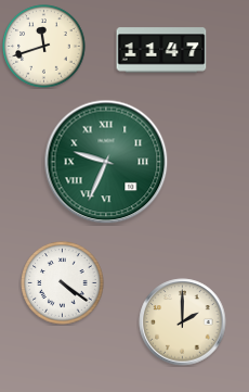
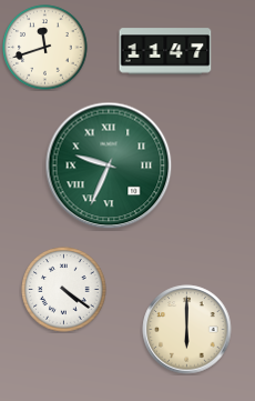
clock at (183, 323): 2:00 -> 6:00
